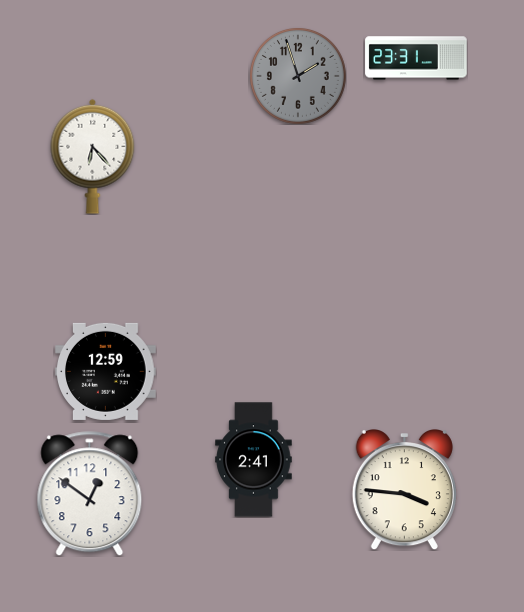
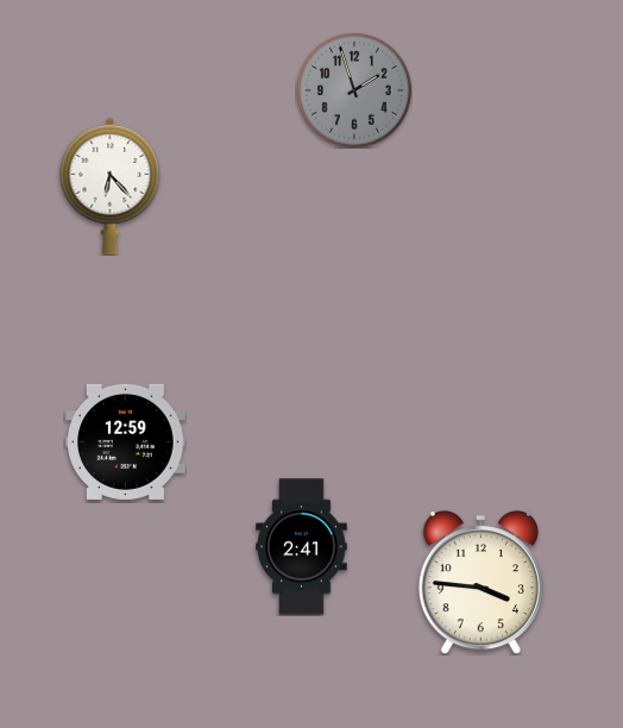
clock at (416, 58): 23:31 -> none
clock at (90, 494): 12:51 -> none
